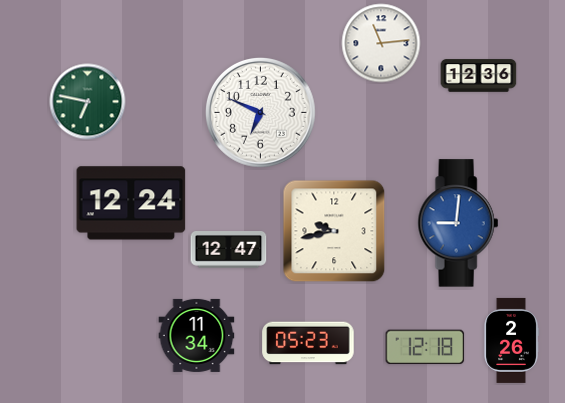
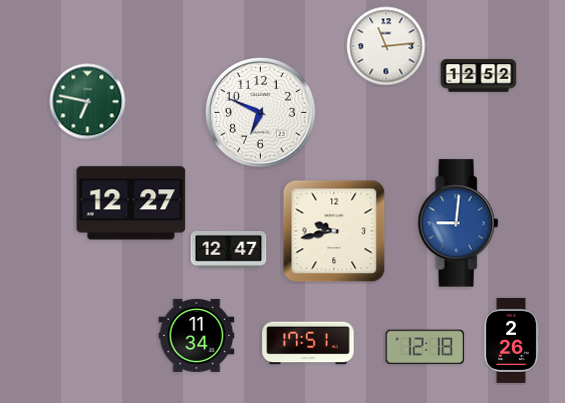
clock at (381, 43) position: (381, 43) -> (386, 46)
clock at (479, 76): 12:36 -> 12:52
clock at (131, 203): 12:24 -> 12:27
clock at (308, 343): 05:23 -> 17:51
